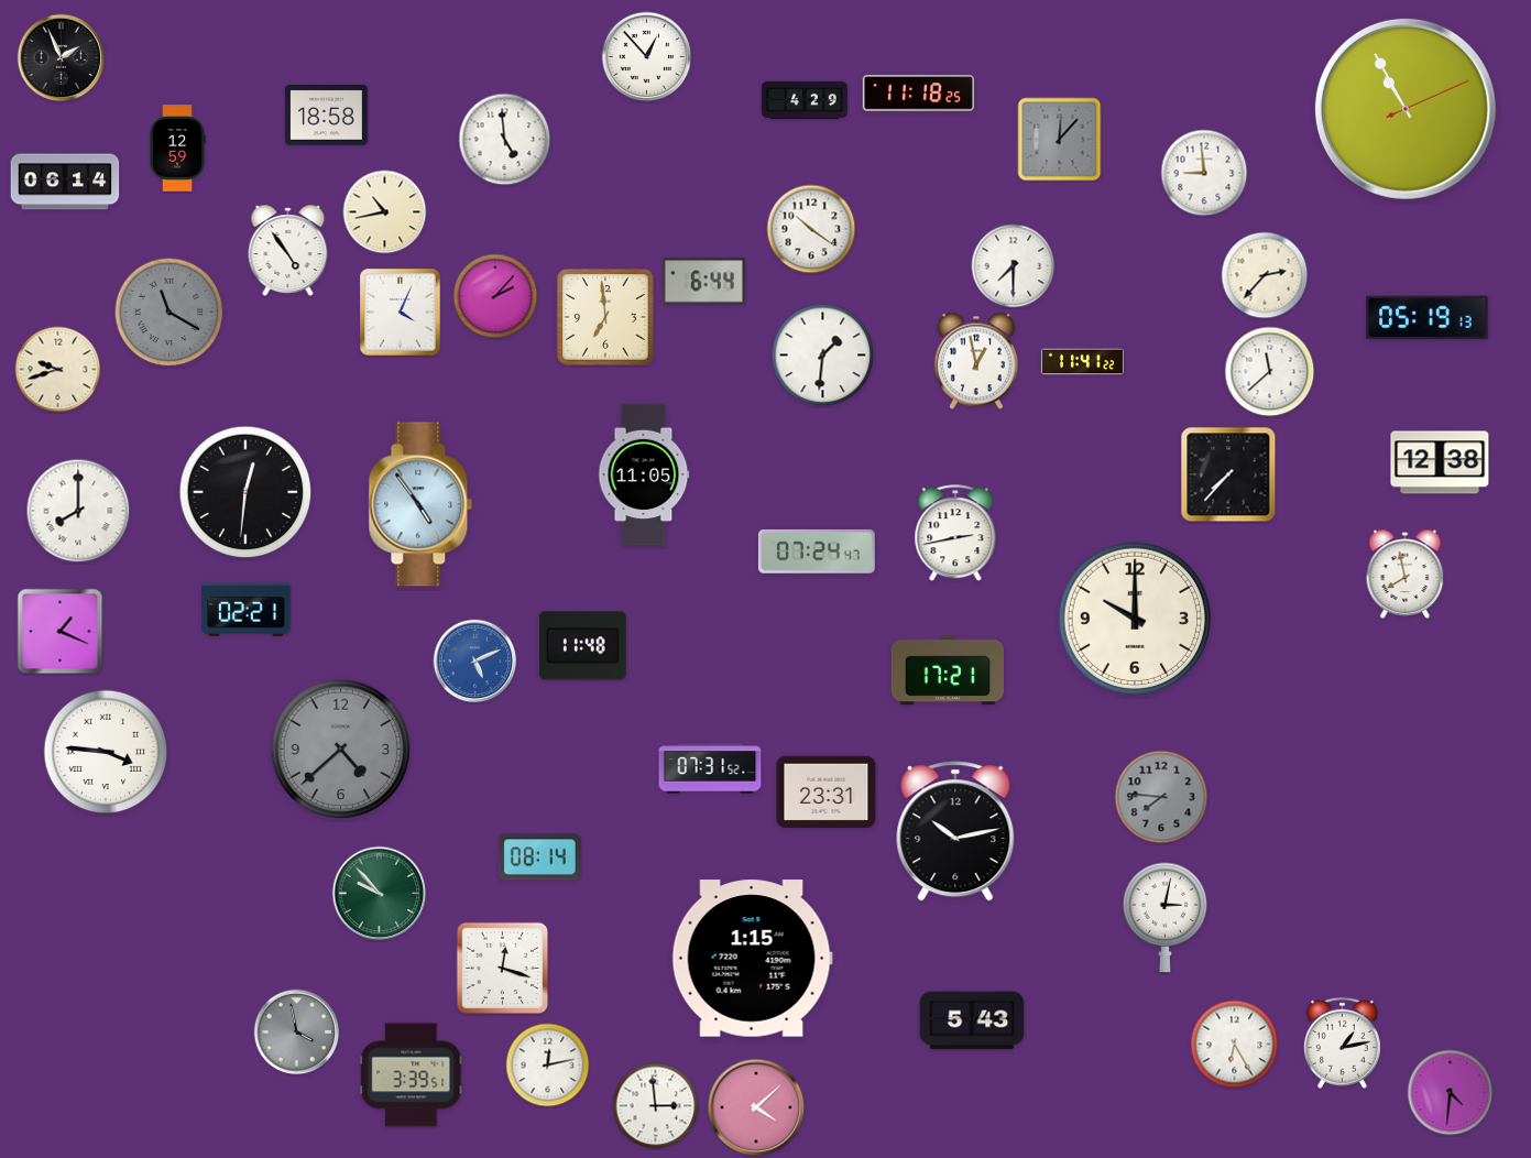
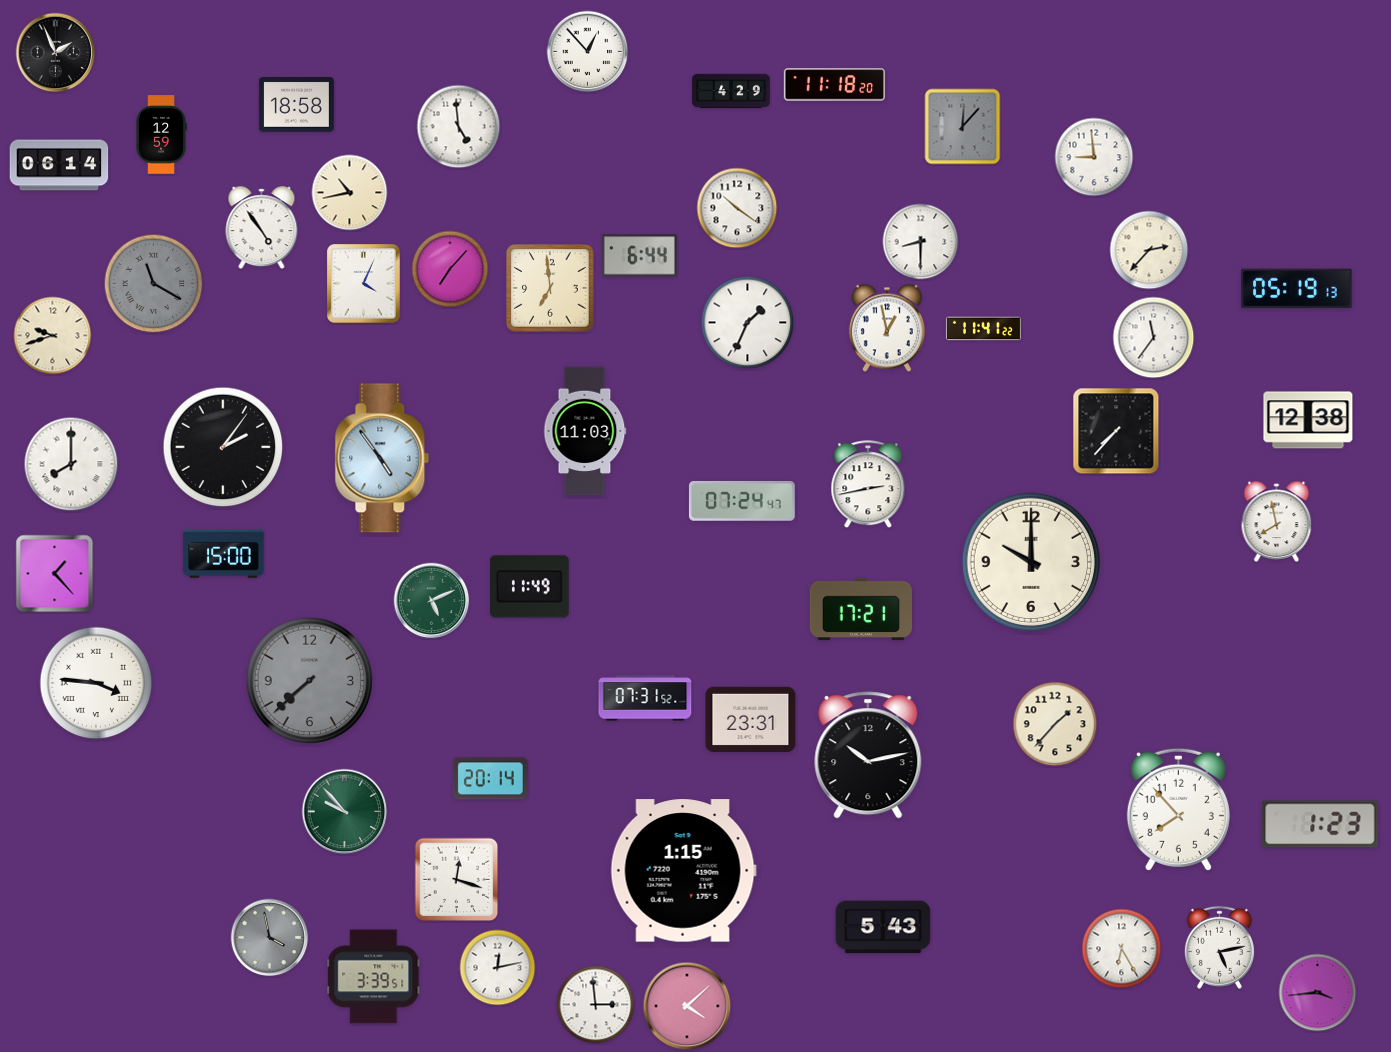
clock at (918, 94): 11:18:25 -> 11:18:20
clock at (1406, 109): 10:55 -> none
clock at (1014, 266): 7:30 -> 8:30
clock at (495, 296): 2:07 -> 7:07
clock at (823, 356): 1:31 -> 1:34
clock at (1270, 372): 11:38 -> 11:36
clock at (644, 474): 11:05 -> 11:03
clock at (245, 492): 12:31 -> 2:06
clock at (247, 610): 02:21 -> 15:00
clock at (61, 632): 1:19 -> 1:23
clock at (583, 646): 11:48 -> 11:49
clock at (475, 662) dial: blue -> green
clock at (341, 750): 4:38 -> 7:38
clock at (1161, 797): 7:46 -> 1:37
clock at (1161, 797) dial: grey -> cream
clock at (539, 857): 08:14 -> 20:14
clock at (1178, 809): none -> 7:53
clock at (1320, 824): none -> 1:23
clock at (1166, 918): 3:02 -> none
clock at (1342, 1042): 1:13 -> 5:13
clock at (1451, 1093): 4:31 -> 3:44
